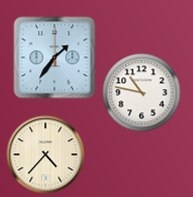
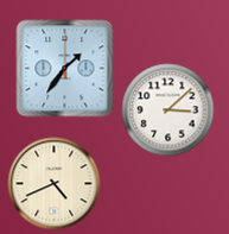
clock at (141, 92): 10:47 -> 3:08
clock at (45, 154): 4:37 -> 4:41
